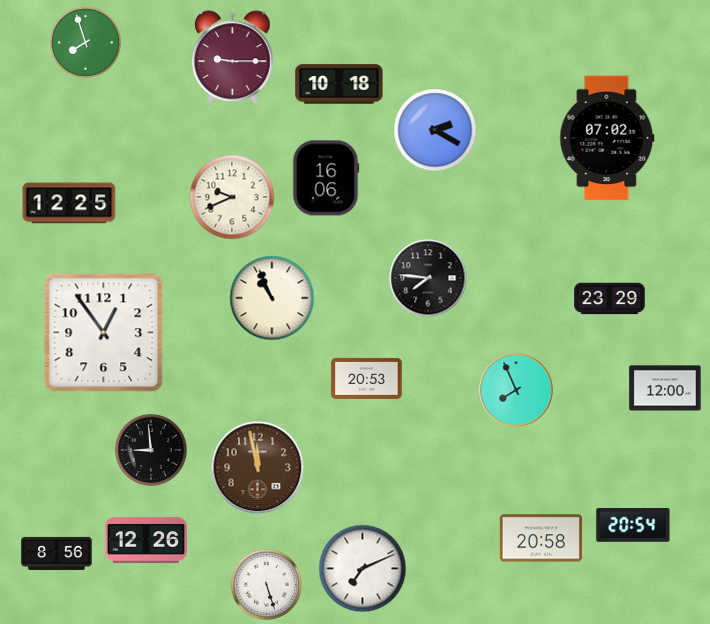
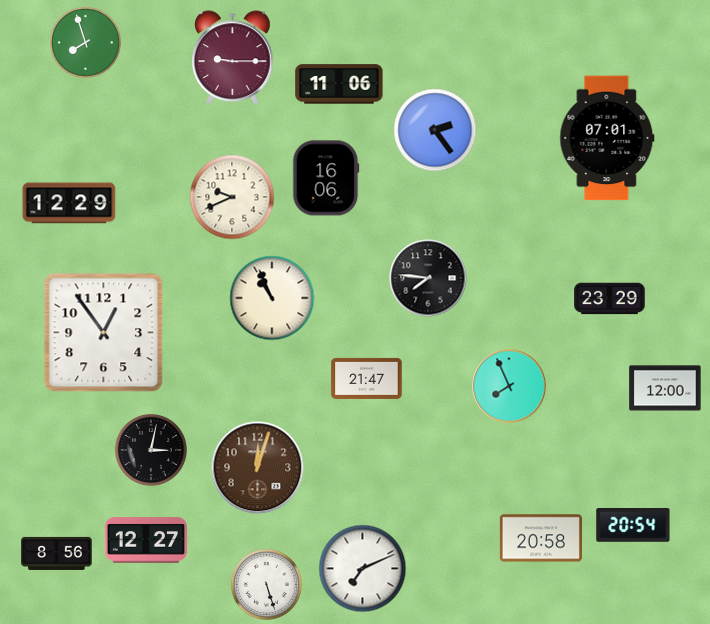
clock at (339, 84): 10:18 -> 11:06
clock at (435, 130): 2:20 -> 2:24
clock at (607, 138): 07:02 -> 07:01
clock at (69, 203): 12:25 -> 12:29
clock at (367, 378): 20:53 -> 21:47
clock at (516, 390) position: (516, 390) -> (509, 386)
clock at (151, 450): 8:59 -> 3:02
clock at (258, 468): 11:58 -> 12:03
clock at (146, 540): 12:26 -> 12:27
